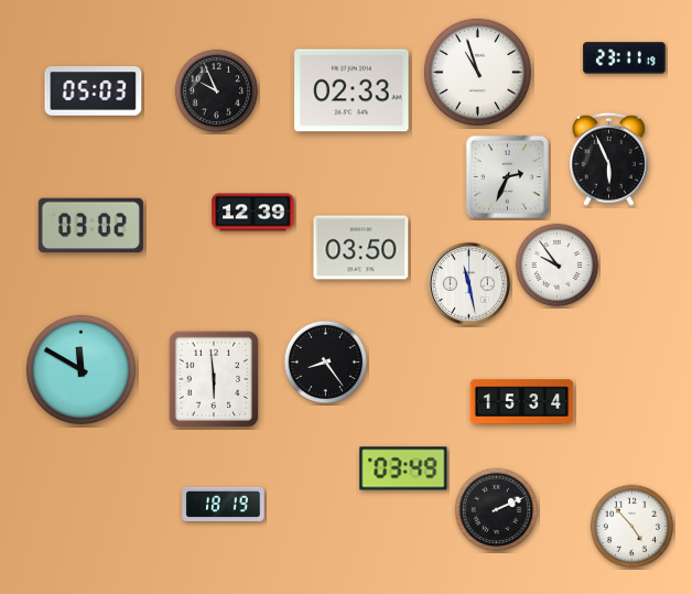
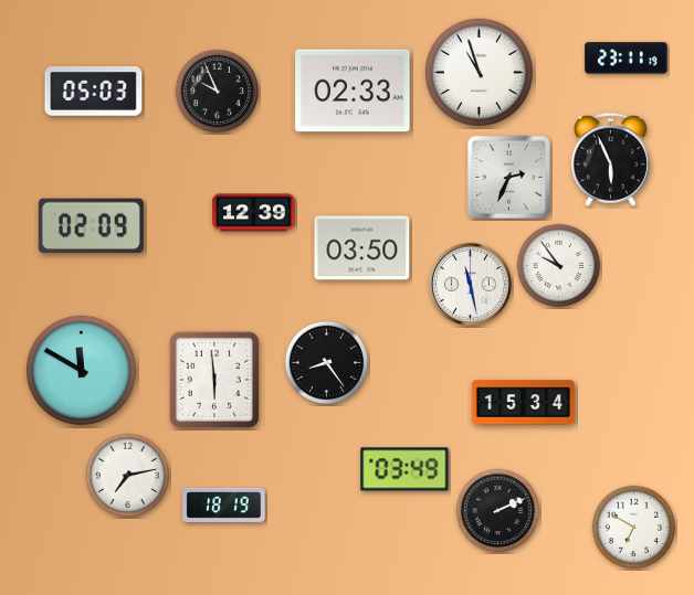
clock at (90, 226): 03:02 -> 02:09
clock at (128, 476): none -> 7:13
clock at (632, 527): 4:53 -> 6:50
